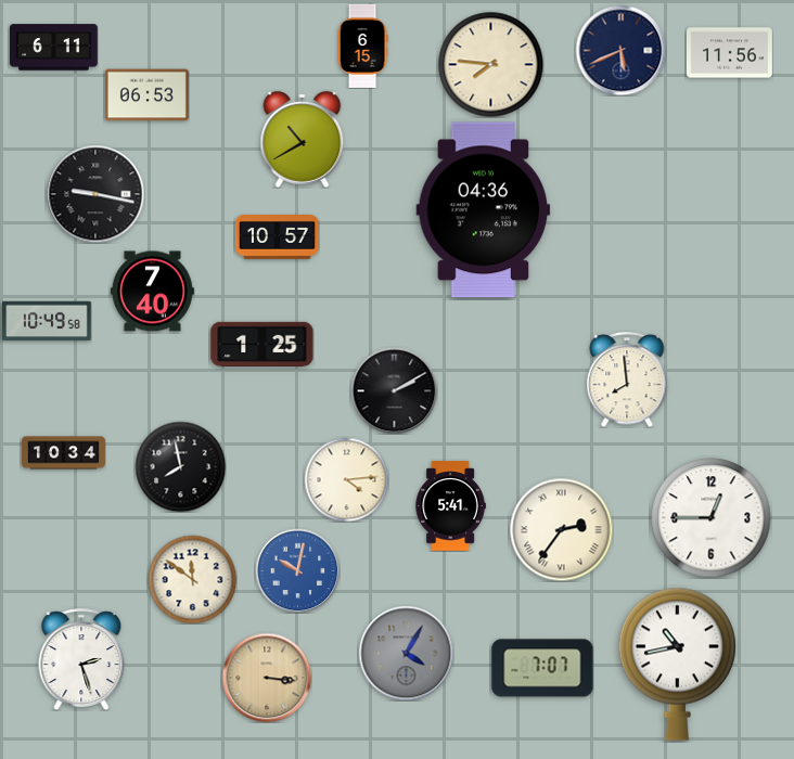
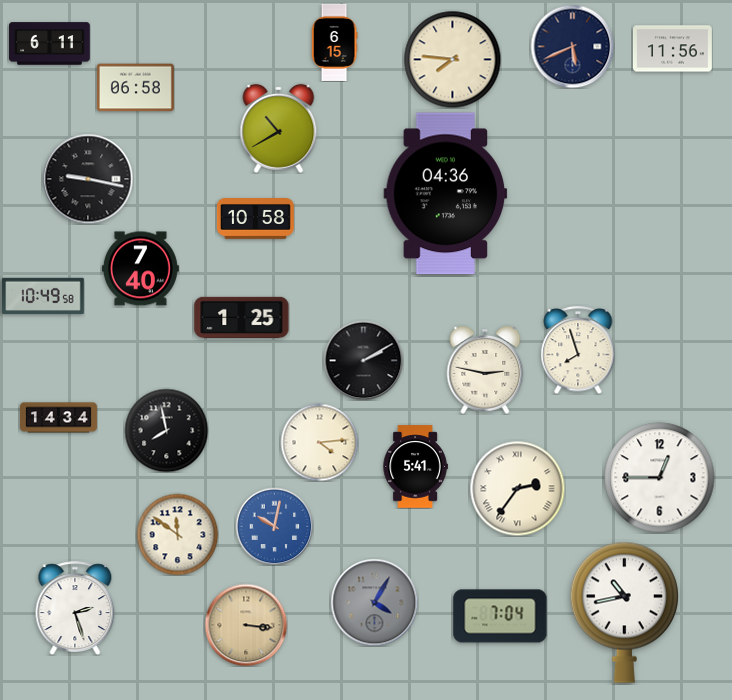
clock at (146, 95): 06:53 -> 06:58
clock at (277, 237): 10:57 -> 10:58
clock at (627, 379): 7:59 -> 7:57
clock at (485, 370): none -> 2:47
clock at (63, 453): 10:34 -> 14:34
clock at (712, 518) position: (712, 518) -> (660, 478)
clock at (542, 668): 7:07 -> 7:04
